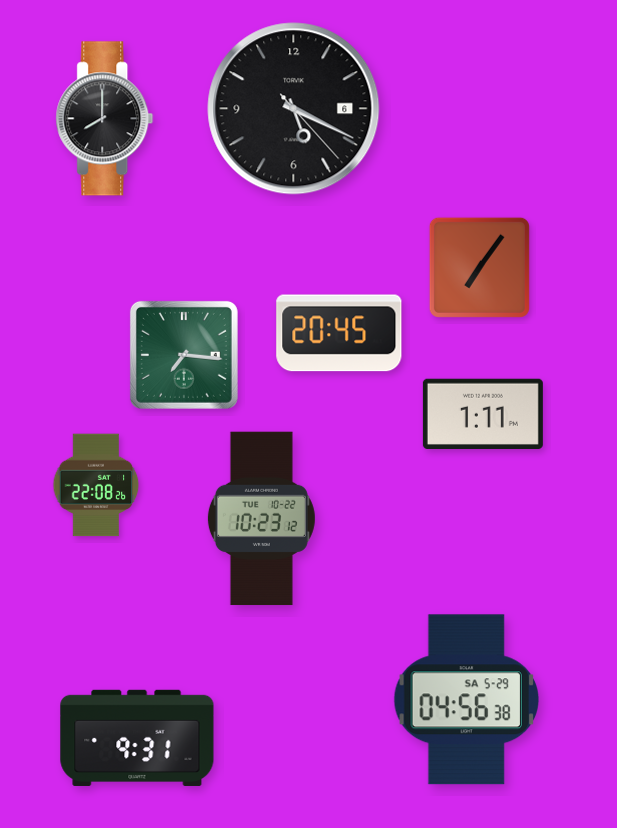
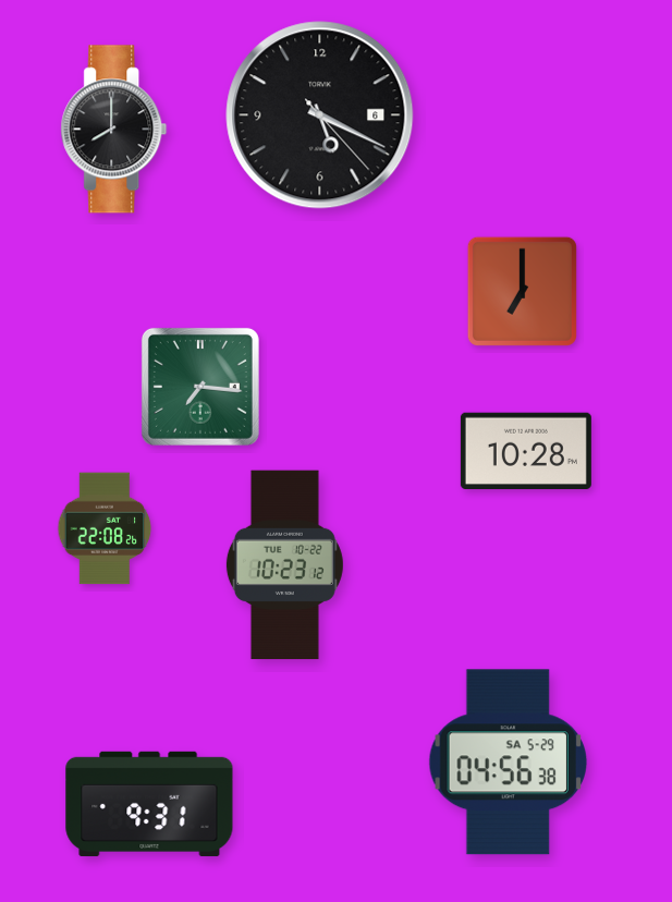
clock at (294, 109) position: (294, 109) -> (320, 115)
clock at (479, 267): 7:06 -> 7:00
clock at (339, 333): 20:45 -> none
clock at (483, 413): 1:11 -> 10:28
